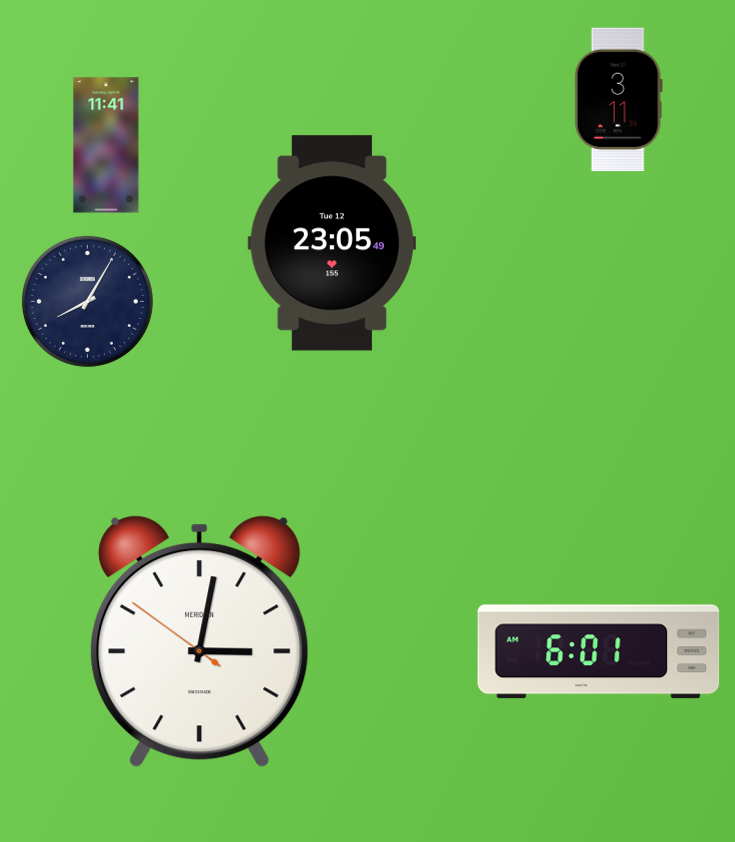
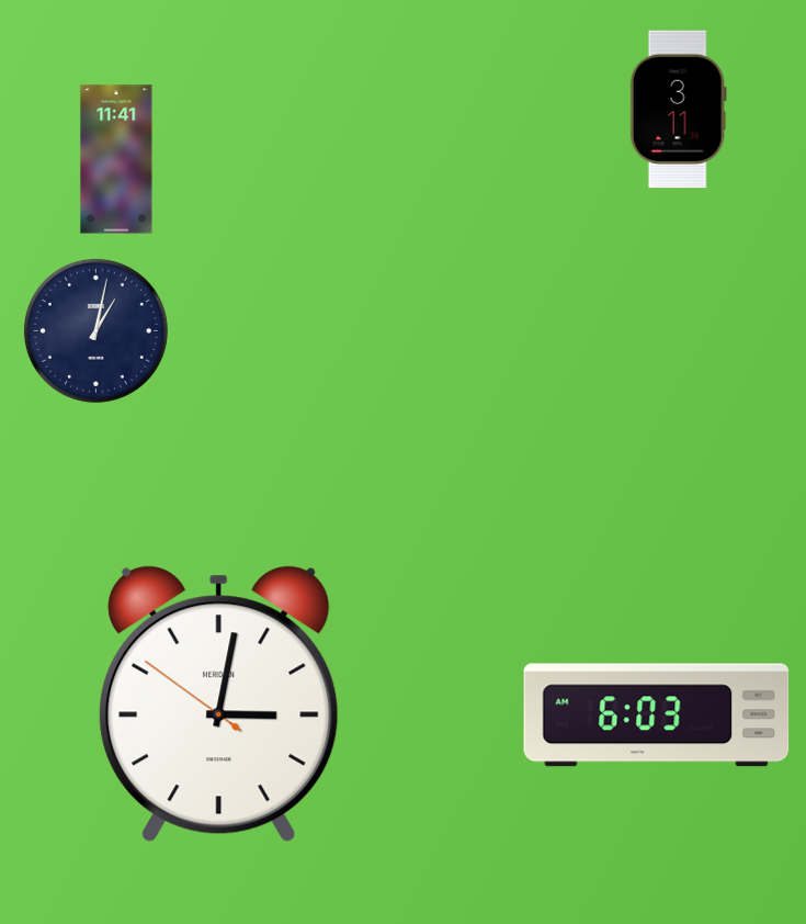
clock at (332, 243): 23:05 -> none
clock at (87, 301): 8:05 -> 1:02
clock at (599, 652): 6:01 -> 6:03
